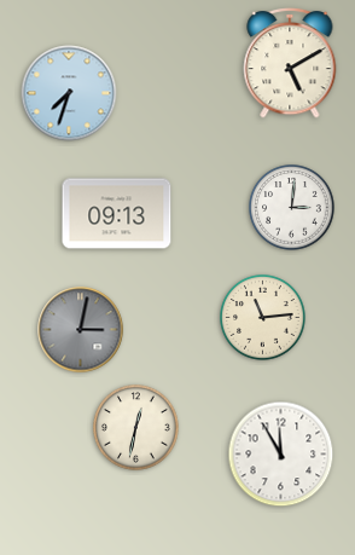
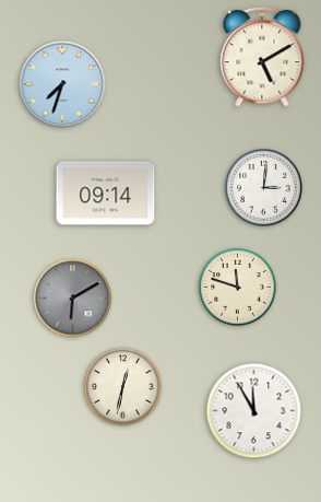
clock at (117, 214): 09:13 -> 09:14
clock at (263, 318): 11:14 -> 11:48
clock at (81, 330): 3:02 -> 6:10
